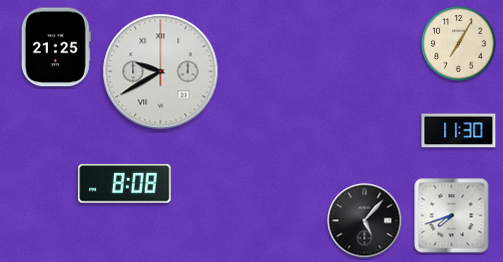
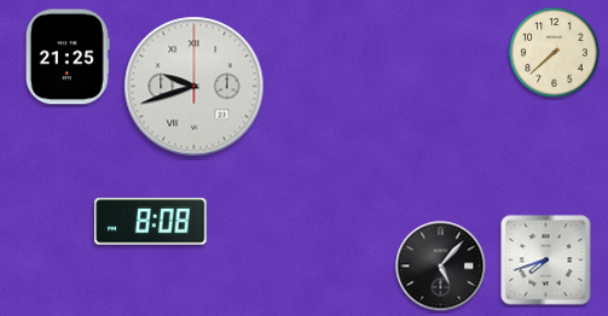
clock at (459, 44): 7:05 -> 7:38
clock at (161, 72): 9:40 -> 9:42
clock at (459, 131): 11:30 -> none
